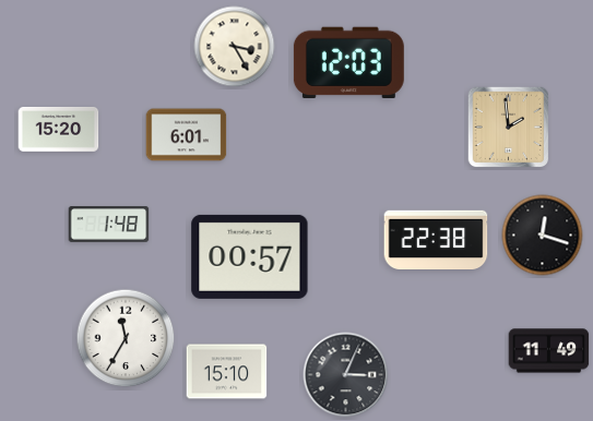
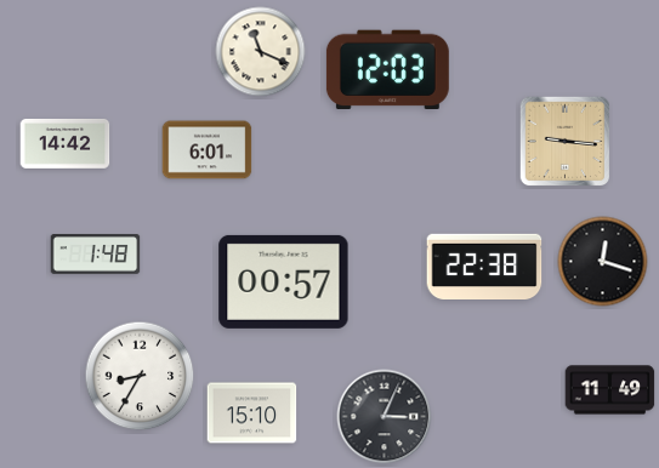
clock at (235, 47): 3:25 -> 11:19
clock at (509, 128): 1:59 -> 9:16
clock at (59, 130): 15:20 -> 14:42
clock at (109, 225) position: (109, 225) -> (96, 255)
clock at (250, 256) position: (250, 256) -> (284, 281)
clock at (126, 338): 11:35 -> 8:35
